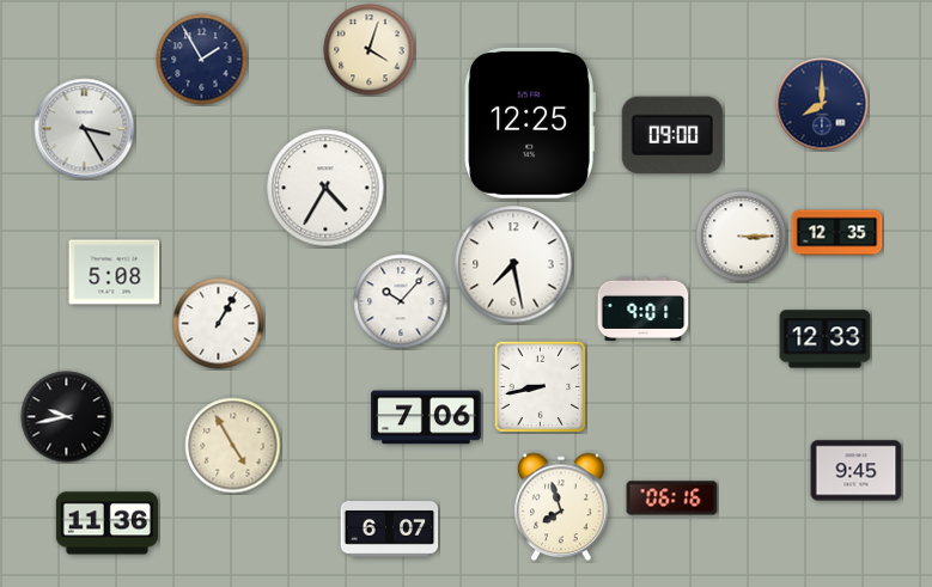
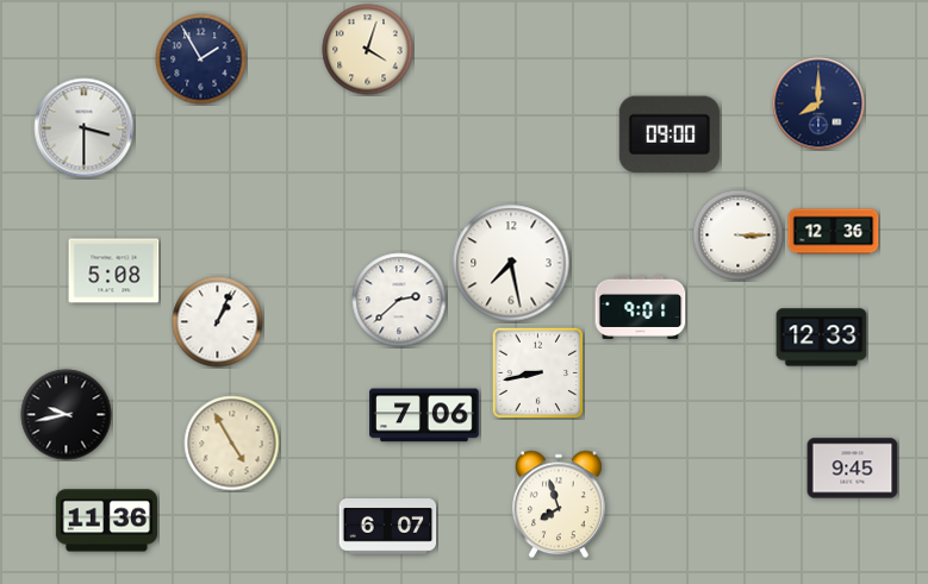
clock at (530, 123): 12:25 -> none
clock at (85, 129): 3:25 -> 3:30
clock at (325, 188): 4:35 -> none
clock at (837, 233): 12:35 -> 12:36
clock at (401, 301): 10:07 -> 2:38
clock at (219, 324): 1:05 -> 1:04
clock at (540, 386) position: (540, 386) -> (537, 372)
clock at (672, 499): 06:16 -> none
